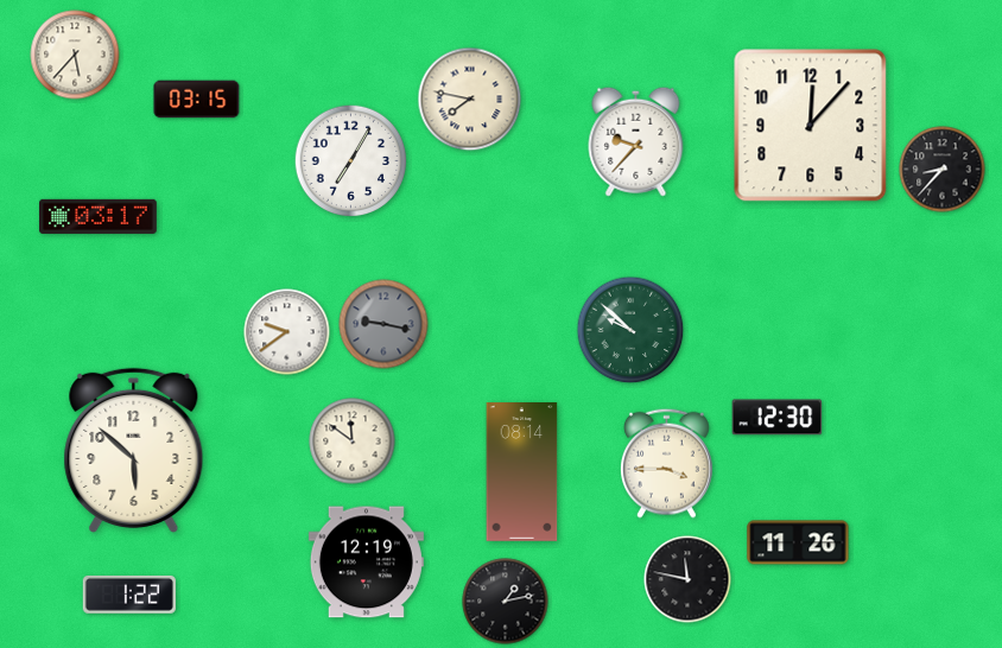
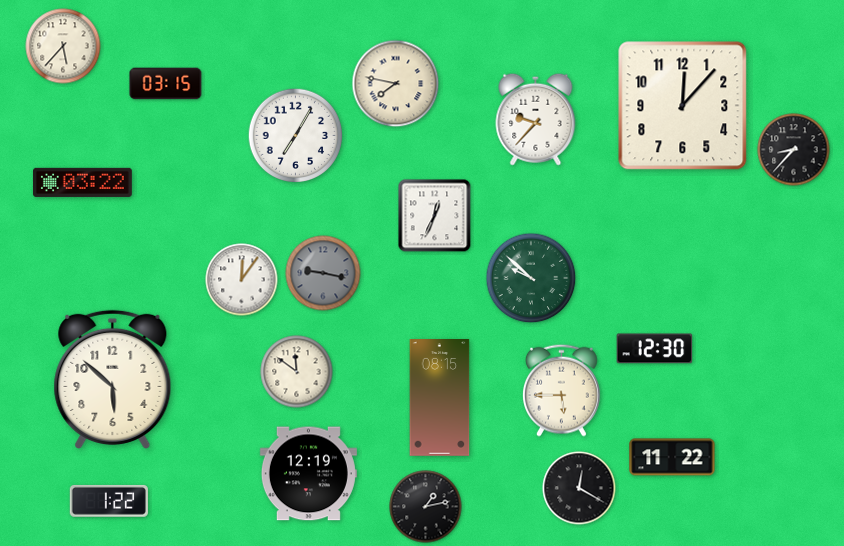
clock at (943, 170) position: (943, 170) -> (794, 150)
clock at (99, 216): 03:17 -> 03:22
clock at (435, 216): none -> 12:34
clock at (287, 332): 9:39 -> 12:06
clock at (778, 418) position: (778, 418) -> (655, 349)
clock at (667, 463): 3:45 -> 5:45
clock at (522, 472): 08:14 -> 08:15
clock at (798, 542): 11:26 -> 11:22
clock at (687, 579): 11:47 -> 12:20
